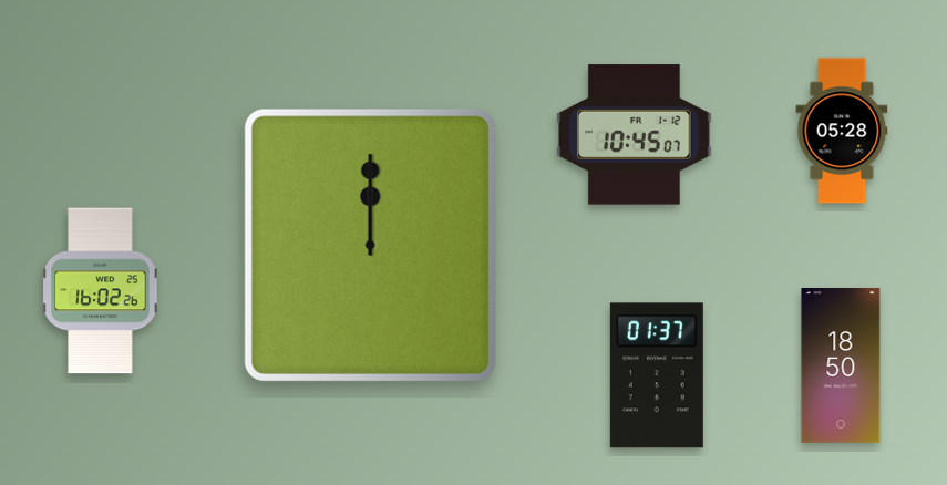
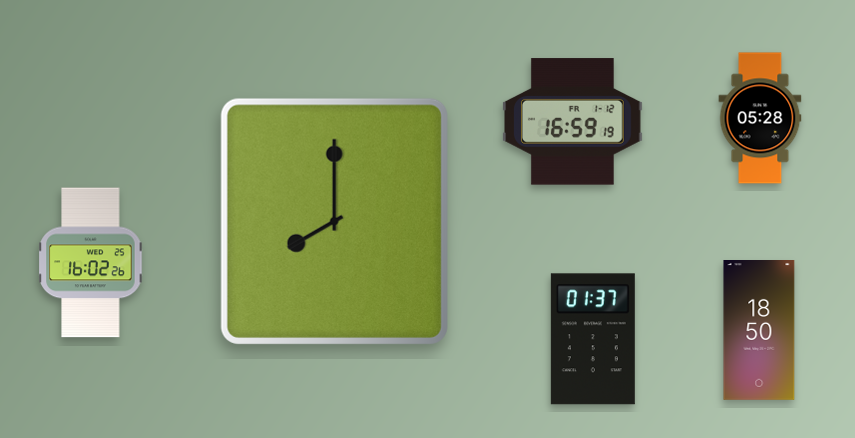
clock at (635, 135): 10:45 -> 16:59
clock at (370, 245): 12:00 -> 8:00
